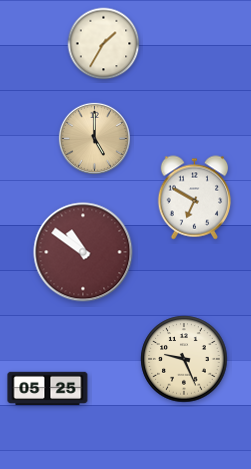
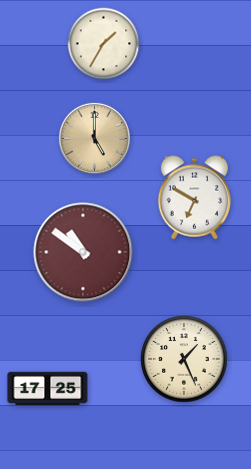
clock at (184, 359): 9:26 -> 1:26
clock at (48, 389): 05:25 -> 17:25
